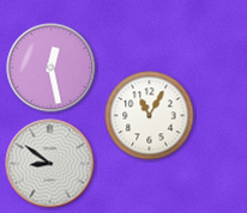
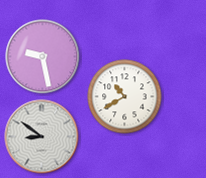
clock at (52, 68): 12:28 -> 9:28
clock at (150, 116): 11:05 -> 10:40
